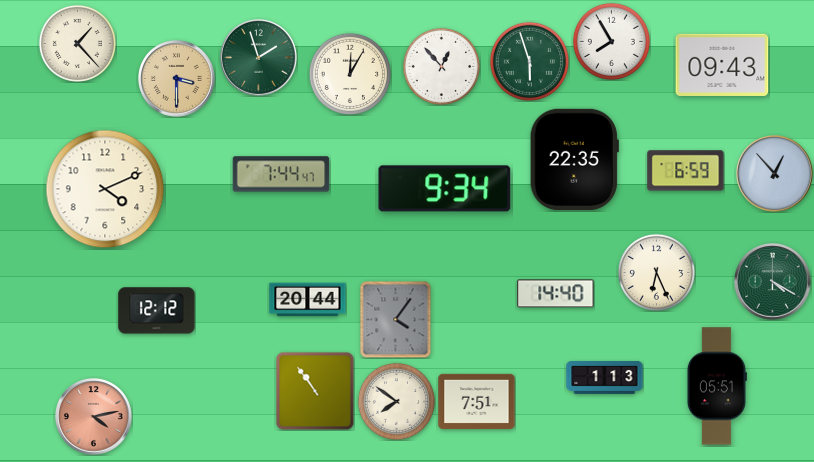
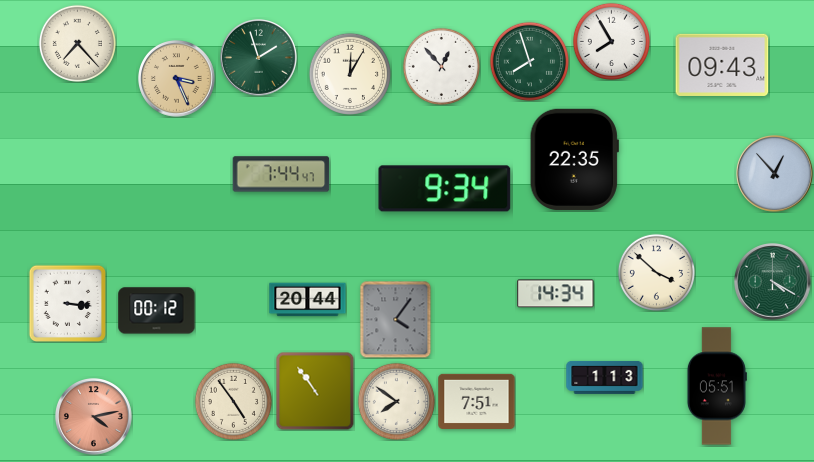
clock at (77, 43): 1:23 -> 7:23
clock at (529, 61): 5:57 -> 7:57
clock at (177, 79): 3:30 -> 3:26
clock at (686, 171): 6:59 -> none
clock at (105, 189): 4:11 -> none
clock at (656, 272): 6:26 -> 3:52
clock at (556, 294): 14:40 -> 14:34
clock at (67, 303): none -> 3:16
clock at (157, 311): 12:12 -> 00:12
clock at (233, 401): none -> 4:54
